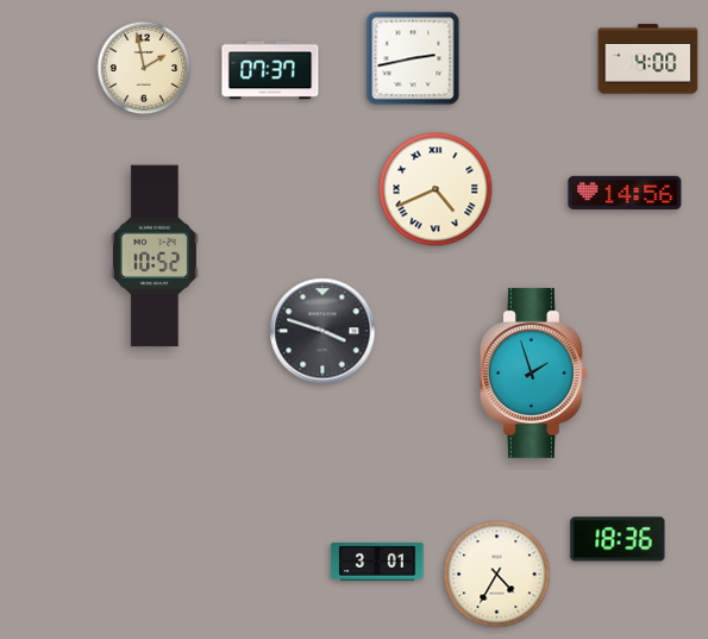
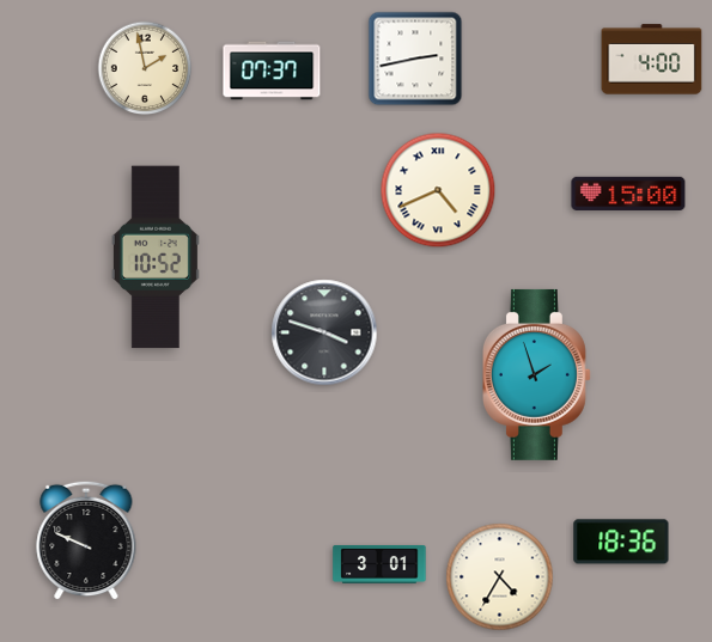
clock at (625, 193): 14:56 -> 15:00
clock at (86, 540): none -> 9:49
